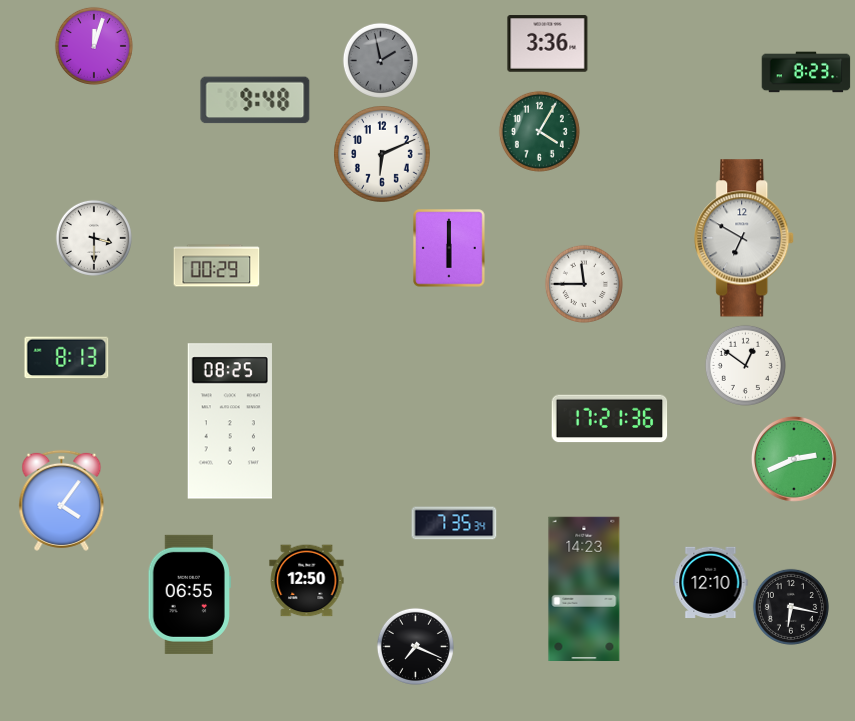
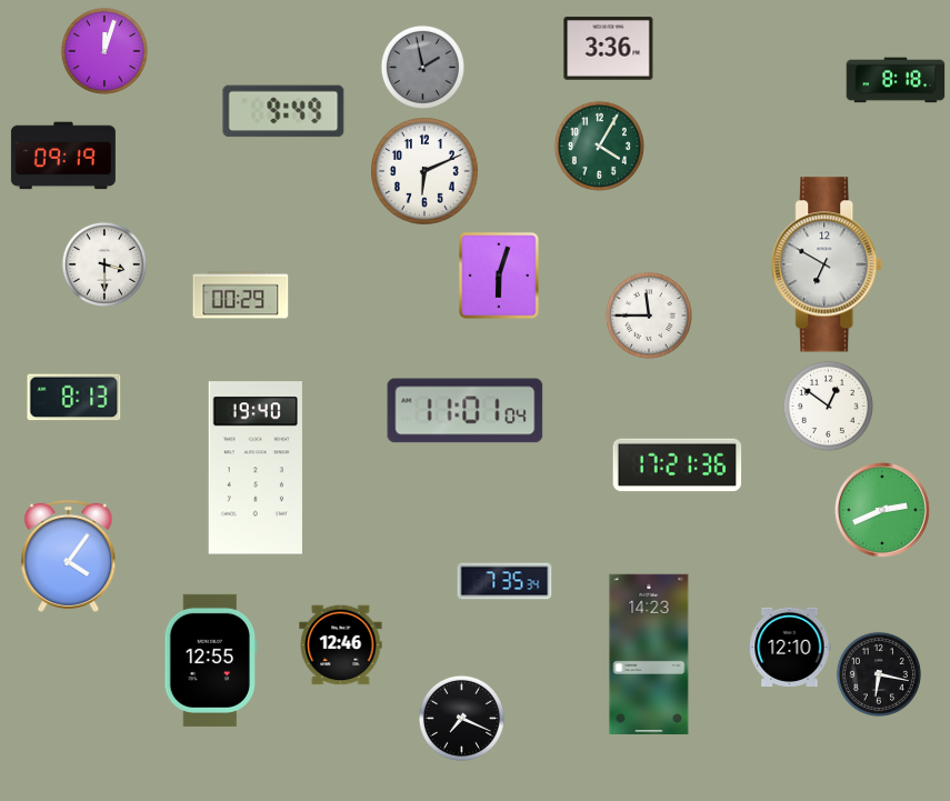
clock at (806, 72): 8:23 -> 8:18
clock at (255, 100): 9:48 -> 9:49
clock at (63, 156): none -> 09:19
clock at (449, 248): 6:00 -> 6:03
clock at (466, 411): none -> 11:01
clock at (230, 421): 08:25 -> 19:40
clock at (307, 581): 12:50 -> 12:46
clock at (189, 594): 06:55 -> 12:55
